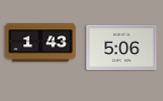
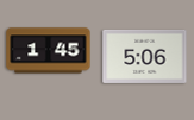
clock at (41, 43): 1:43 -> 1:45
